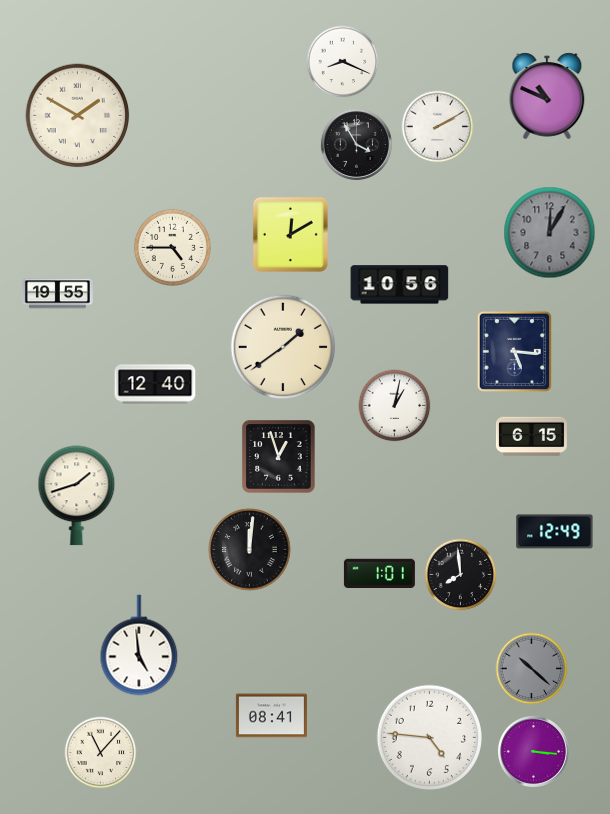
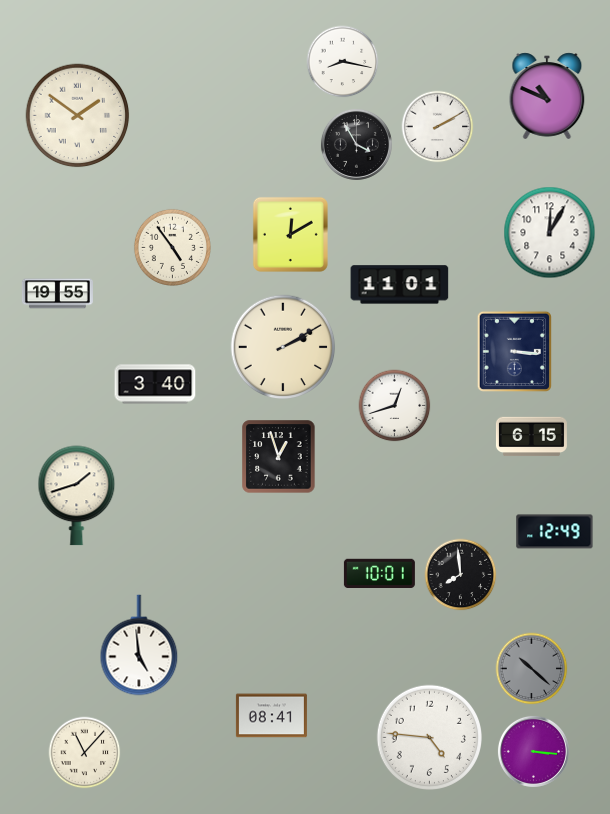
clock at (343, 62): 8:19 -> 8:17
clock at (78, 116): 1:50 -> 1:51
clock at (550, 233) dial: grey -> white
clock at (172, 247): 4:45 -> 4:54
clock at (400, 285): 10:56 -> 11:01
clock at (283, 347): 1:39 -> 2:10
clock at (514, 351): 5:16 -> 3:16
clock at (155, 384): 12:40 -> 3:40
clock at (395, 406): 1:02 -> 12:42
clock at (250, 550): 12:01 -> none
clock at (379, 573): 1:01 -> 10:01
clock at (101, 753) position: (101, 753) -> (85, 753)
